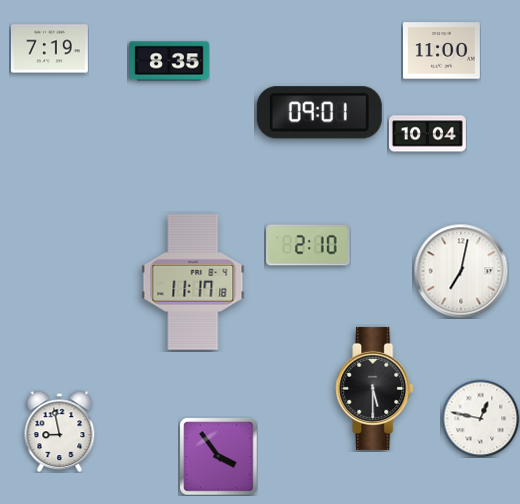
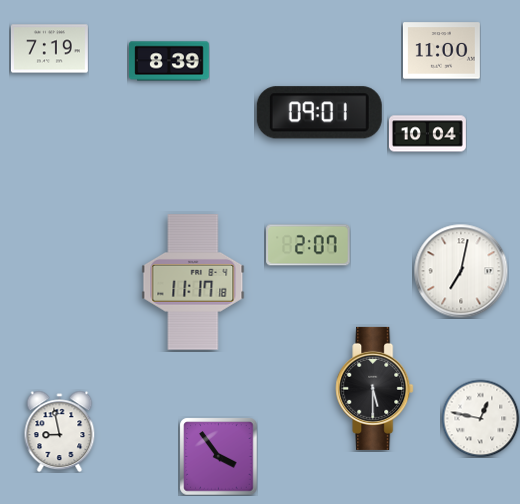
clock at (169, 61): 8:35 -> 8:39
clock at (308, 245): 2:10 -> 2:07
